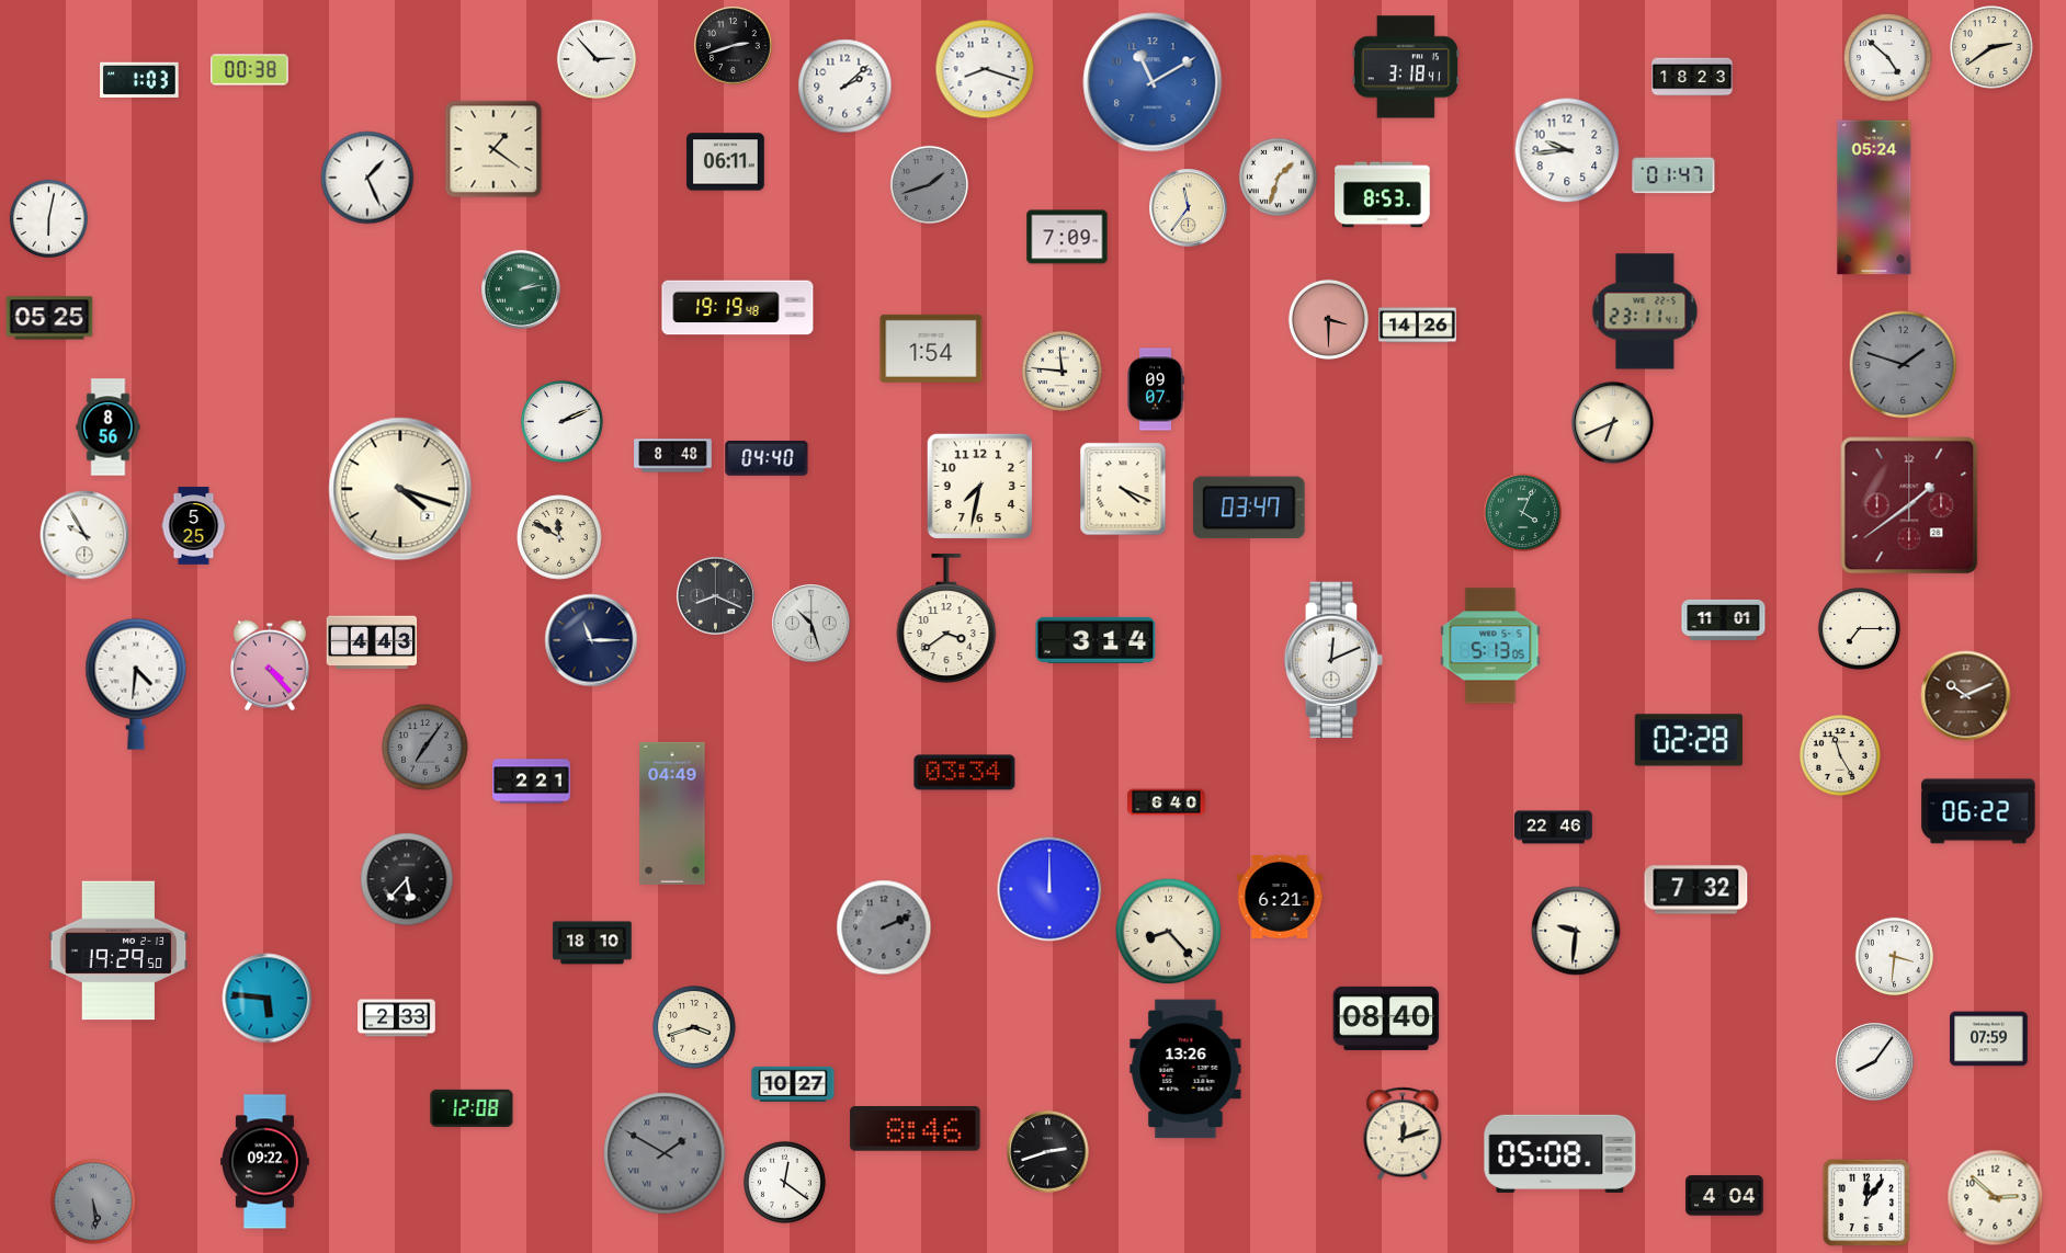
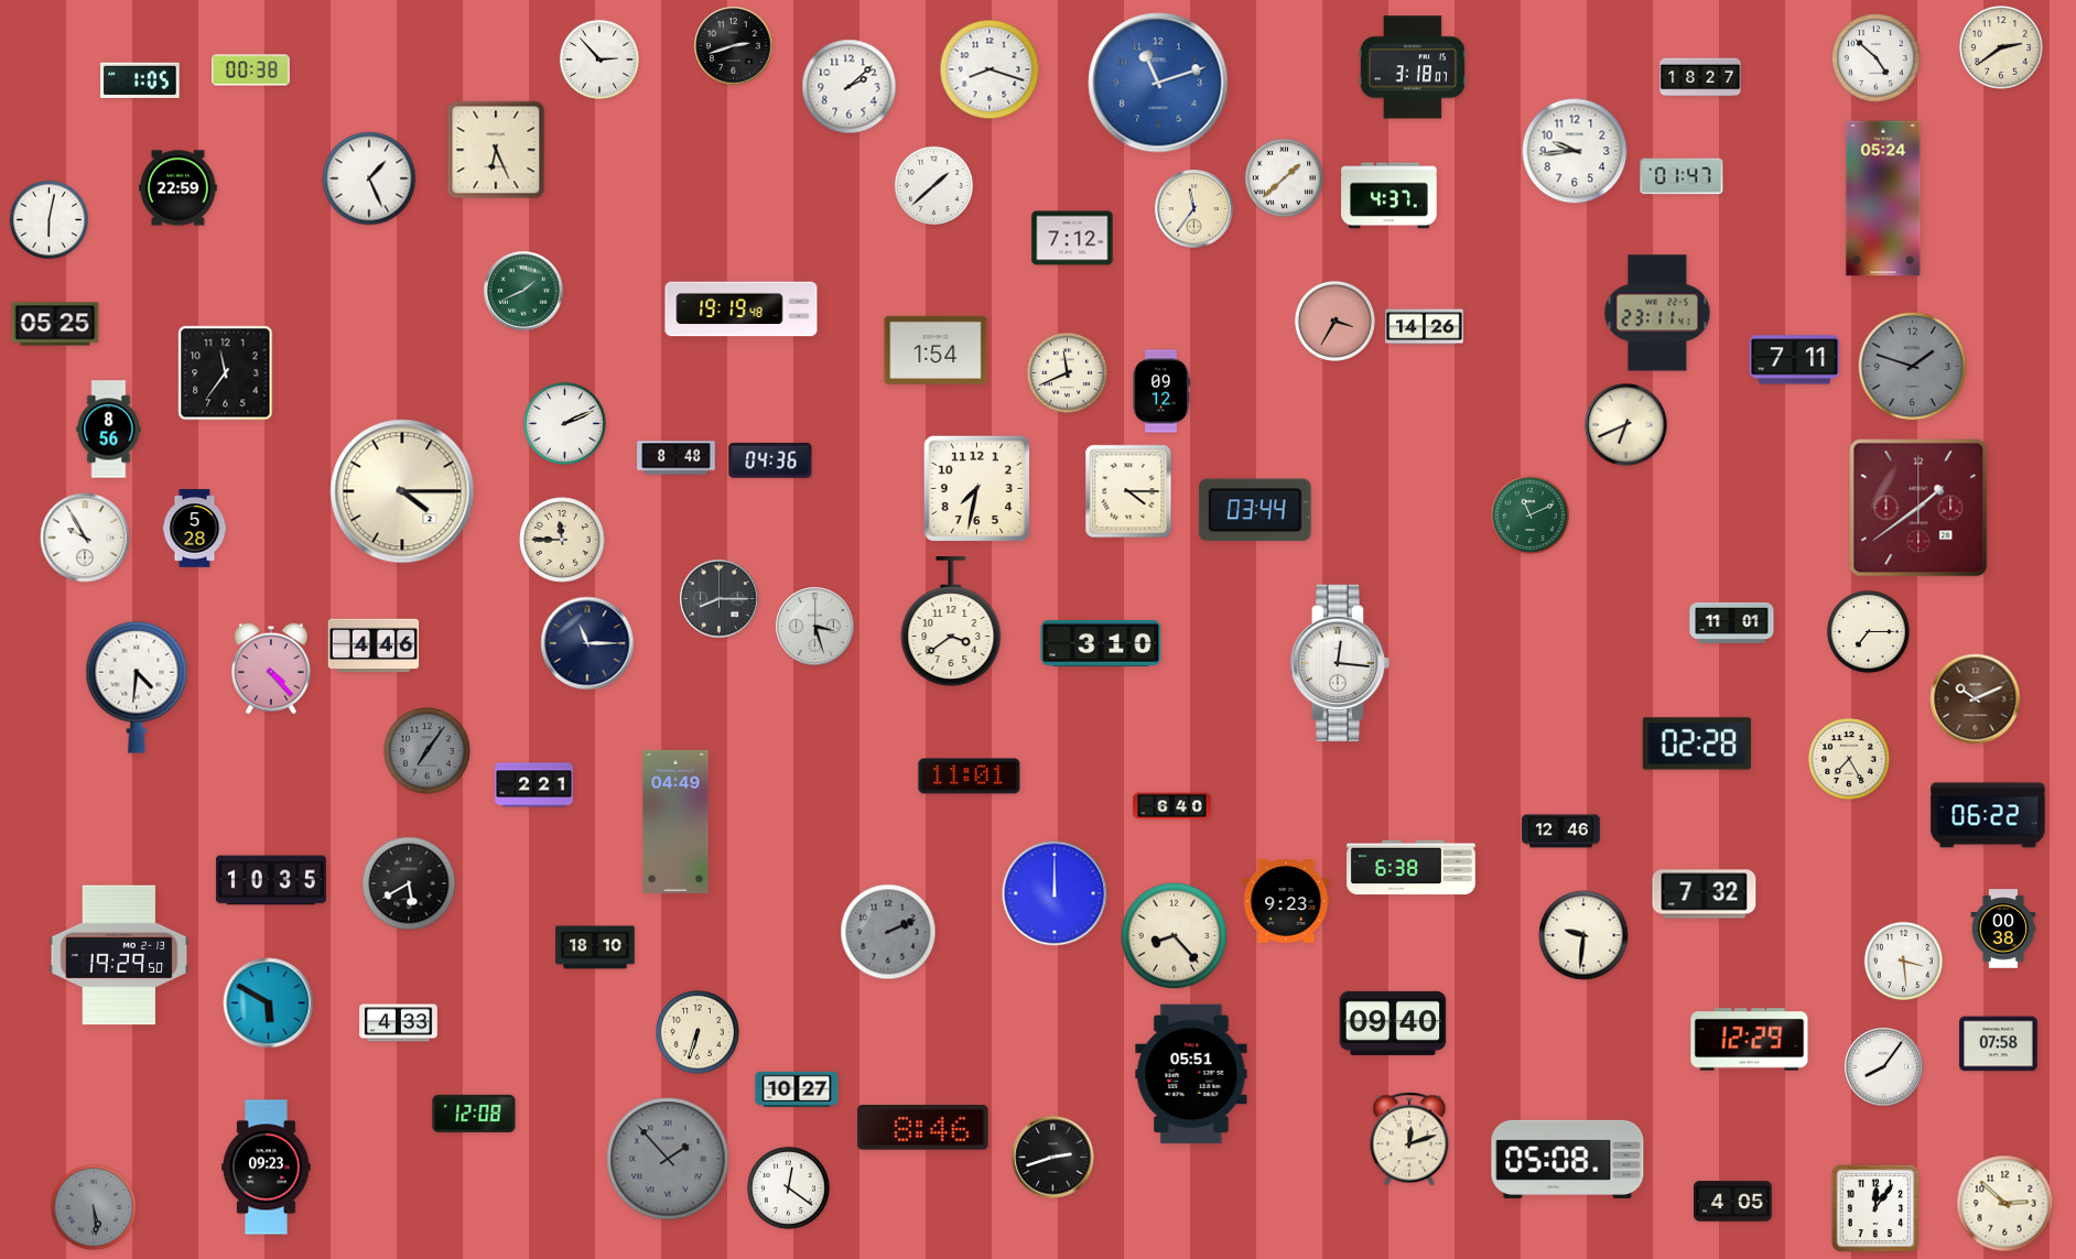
clock at (734, 46) position: (734, 46) -> (734, 46)
clock at (1888, 58) position: (1888, 58) -> (1877, 58)
clock at (1406, 67): 3:18:41 -> 3:18:07
clock at (1692, 77): 18:23 -> 18:27
clock at (139, 79): 1:03 -> 1:05
clock at (1153, 82): 11:10 -> 11:12
clock at (493, 149): 1:21 -> 6:26
clock at (726, 162): 06:11 -> none
clock at (1278, 176): 1:33 -> 1:38
clock at (929, 184): 1:42 -> 1:38
clock at (929, 184) dial: grey -> white
clock at (179, 188): none -> 22:59
clock at (1383, 195): 8:53 -> 4:37
clock at (1067, 237): 7:09 -> 7:12
clock at (521, 289): 2:13 -> 1:41
clock at (1645, 311) position: (1645, 311) -> (1657, 313)
clock at (49, 318) position: (49, 318) -> (55, 324)
clock at (1328, 319): 3:30 -> 3:35
clock at (1795, 360): none -> 7:11
clock at (1062, 371): 11:46 -> 11:41
clock at (226, 373): none -> 11:36
clock at (1156, 389): 09:07 -> 09:12
clock at (1613, 423) position: (1613, 423) -> (1626, 425)
clock at (767, 459): 04:40 -> 04:36
clock at (979, 486) position: (979, 486) -> (976, 488)
clock at (400, 489): 4:18 -> 4:15
clock at (1123, 489): 4:19 -> 4:15
clock at (1249, 508): 03:47 -> 03:44
clock at (1522, 512): 4:04 -> 11:11
clock at (194, 526): 5:25 -> 5:28
clock at (559, 537): 11:50 -> 11:45
clock at (716, 596): 8:19 -> 8:15
clock at (811, 624): 10:27 -> 3:27
clock at (591, 640) position: (591, 640) -> (587, 643)
clock at (1096, 640): 3:14 -> 3:10
clock at (372, 642): 4:43 -> 4:46
clock at (1490, 646): 5:13 -> none
clock at (1333, 660): 12:11 -> 12:16
clock at (1840, 755): 11:25 -> 7:25
clock at (965, 773): 03:34 -> 11:01
clock at (672, 813) position: (672, 813) -> (675, 822)
clock at (1554, 828): 22:46 -> 12:46
clock at (1412, 868): none -> 6:38
clock at (271, 880): none -> 10:35
clock at (407, 879): 5:37 -> 5:40
clock at (1280, 897): 6:21 -> 9:23
clock at (2003, 929): none -> 00:38
clock at (1894, 956): 3:31 -> 3:29
clock at (268, 999): 5:46 -> 5:50
clock at (397, 1018): 2:33 -> 4:33
clock at (1386, 1018): 08:40 -> 09:40
clock at (695, 1028): 3:42 -> 6:33
clock at (1750, 1040): none -> 12:29
clock at (1989, 1039): 07:59 -> 07:58
clock at (1185, 1069): 13:26 -> 05:51
clock at (916, 1129) position: (916, 1129) -> (923, 1128)
clock at (665, 1153): 1:50 -> 1:53
clock at (265, 1162): 09:22 -> 09:23
clock at (1725, 1196): 4:04 -> 4:05
